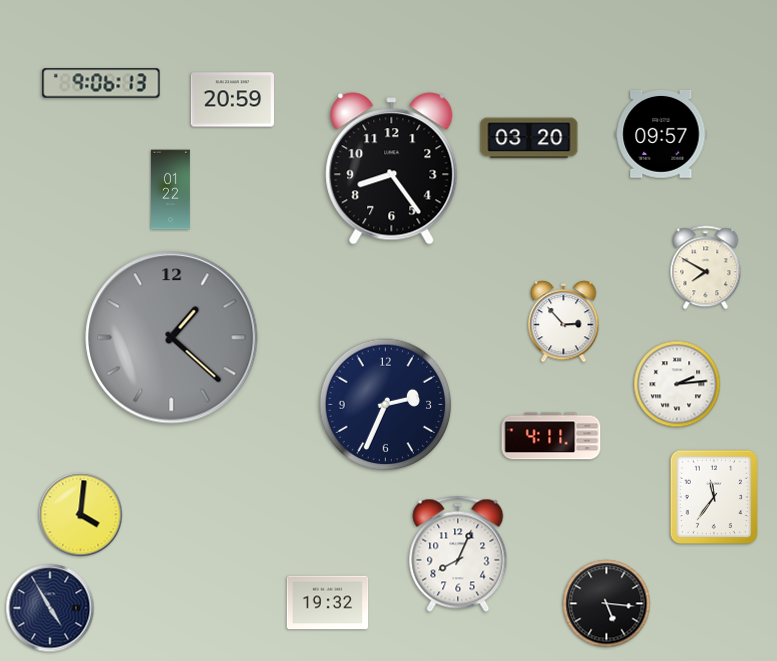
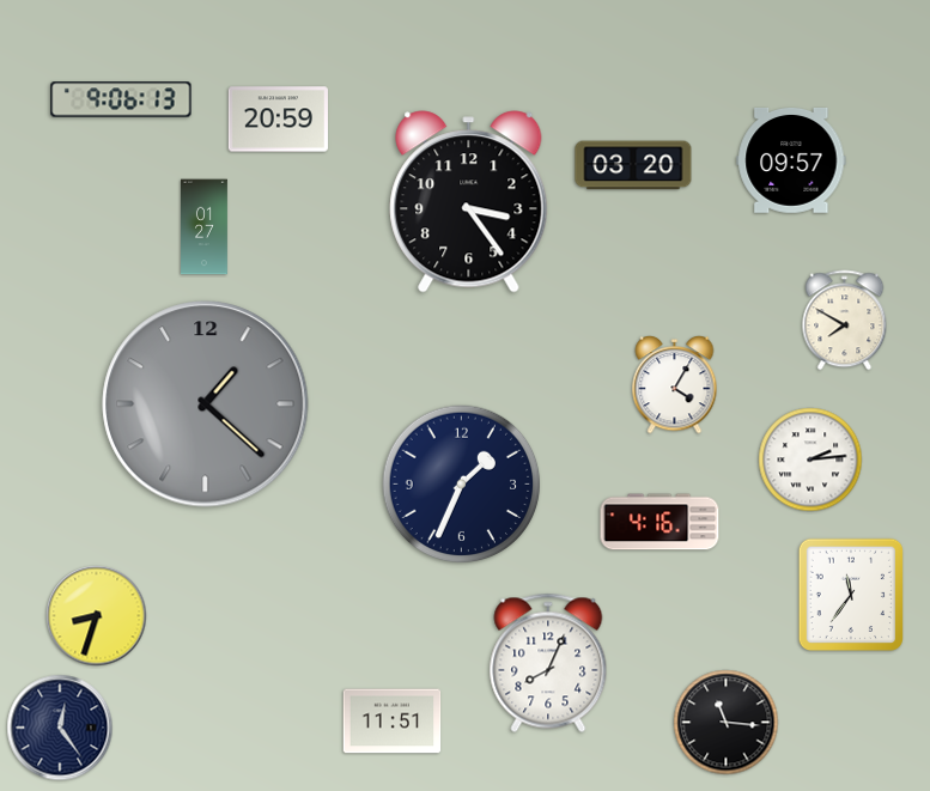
clock at (392, 169): 8:24 -> 3:24
clock at (171, 190): 01:22 -> 01:27
clock at (564, 322): 2:53 -> 4:05
clock at (386, 405): 2:34 -> 1:34
clock at (551, 436): 4:11 -> 4:16
clock at (713, 497) position: (713, 497) -> (850, 595)
clock at (81, 515): 4:01 -> 8:33
clock at (328, 603): 19:32 -> 11:51
clock at (607, 604): 5:16 -> 11:16
clock at (50, 608): 4:55 -> 12:24
